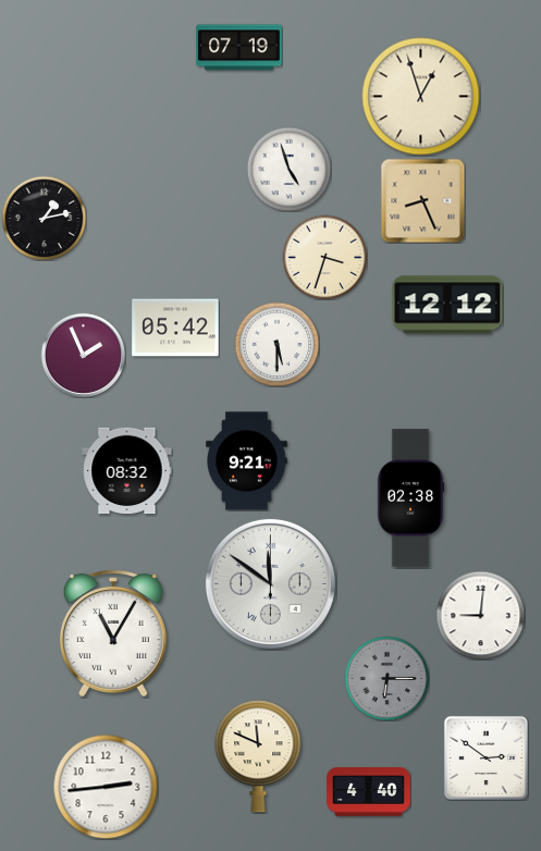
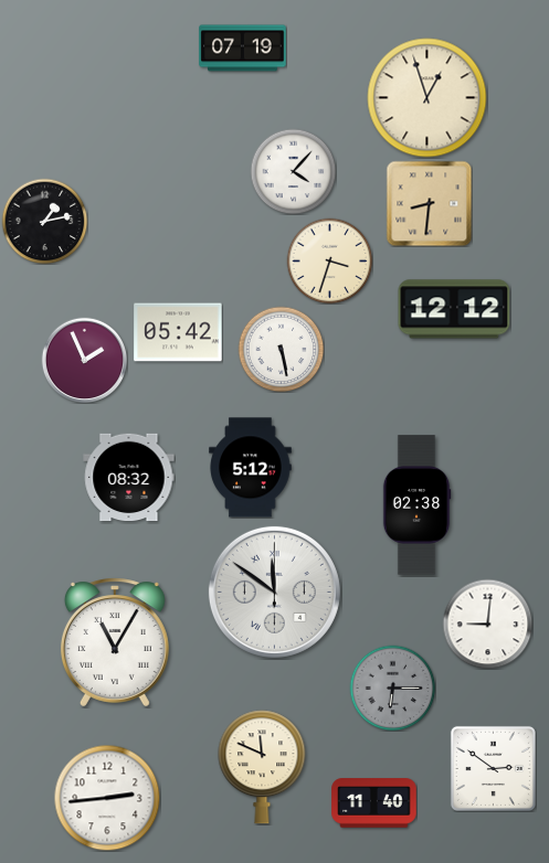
clock at (288, 169): 4:57 -> 4:07
clock at (422, 200): 8:26 -> 8:31
clock at (276, 344): 5:30 -> 5:28
clock at (247, 461): 9:21 -> 5:12
clock at (369, 792): 4:40 -> 11:40
